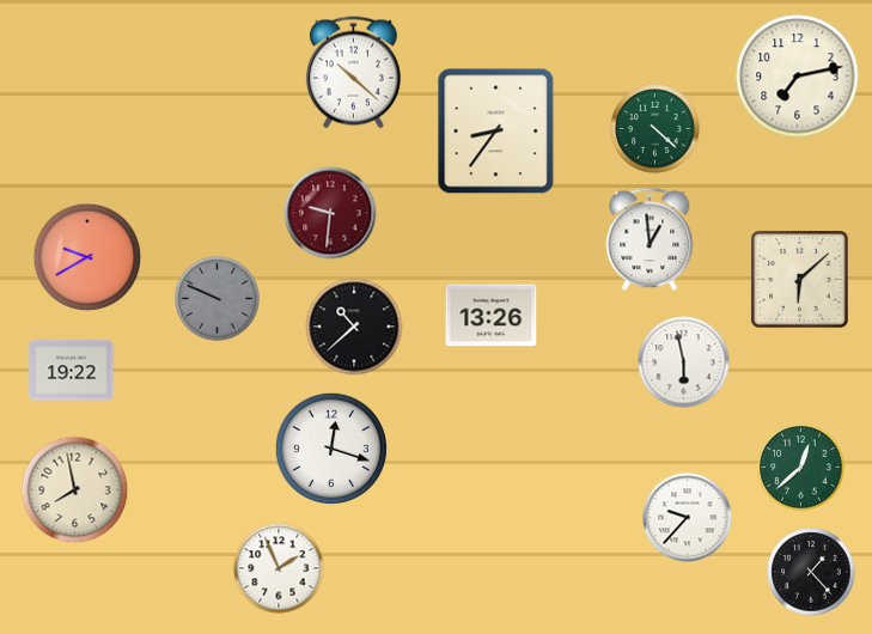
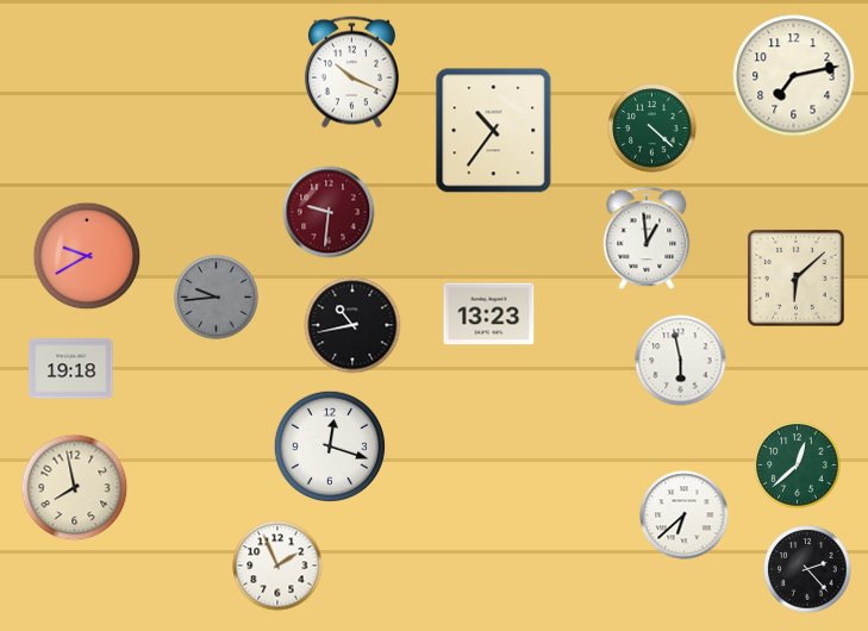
clock at (353, 73): 10:22 -> 10:19
clock at (496, 132): 8:36 -> 10:36
clock at (218, 299): 9:49 -> 9:44
clock at (492, 316): 13:26 -> 13:23
clock at (354, 327): 10:38 -> 10:43
clock at (72, 371): 19:22 -> 19:18
clock at (688, 518): 9:37 -> 6:38
clock at (811, 572): 1:23 -> 2:23
